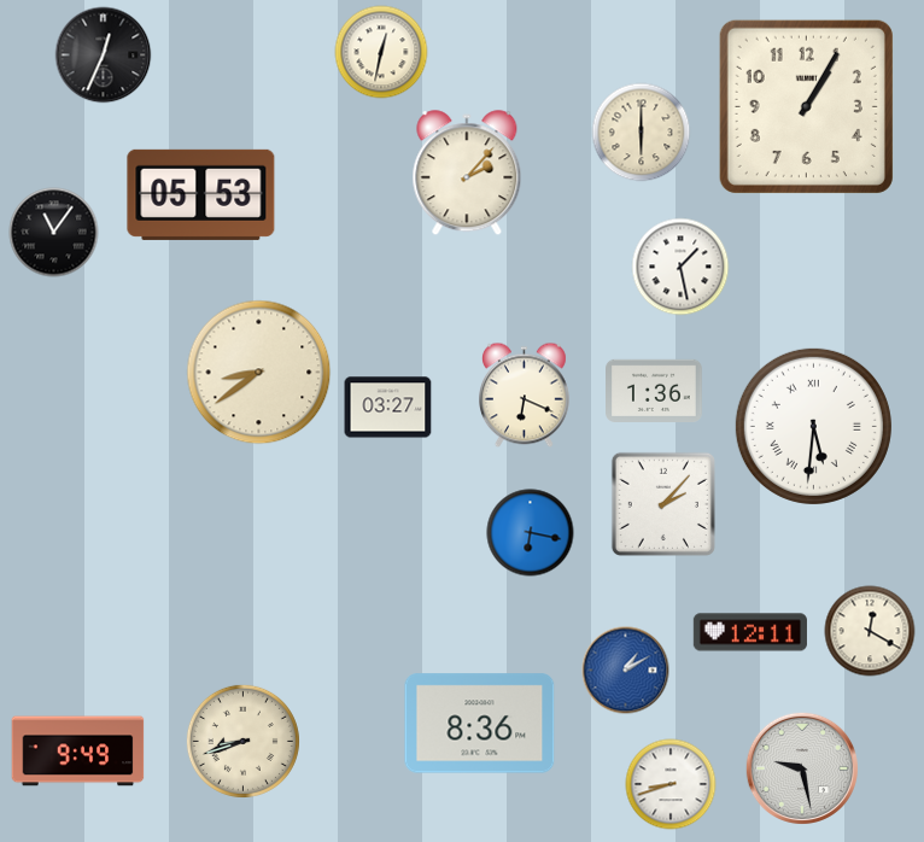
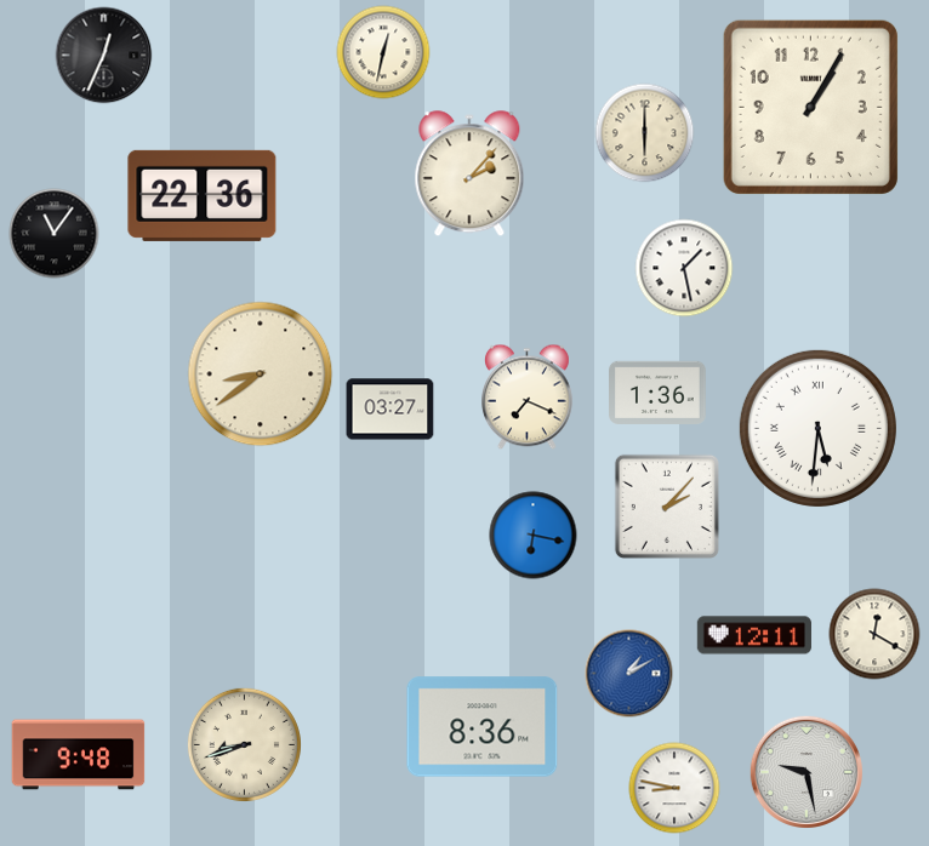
clock at (201, 194): 05:53 -> 22:36
clock at (525, 396): 6:19 -> 7:19
clock at (78, 752): 9:49 -> 9:48
clock at (671, 784): 8:42 -> 8:47
